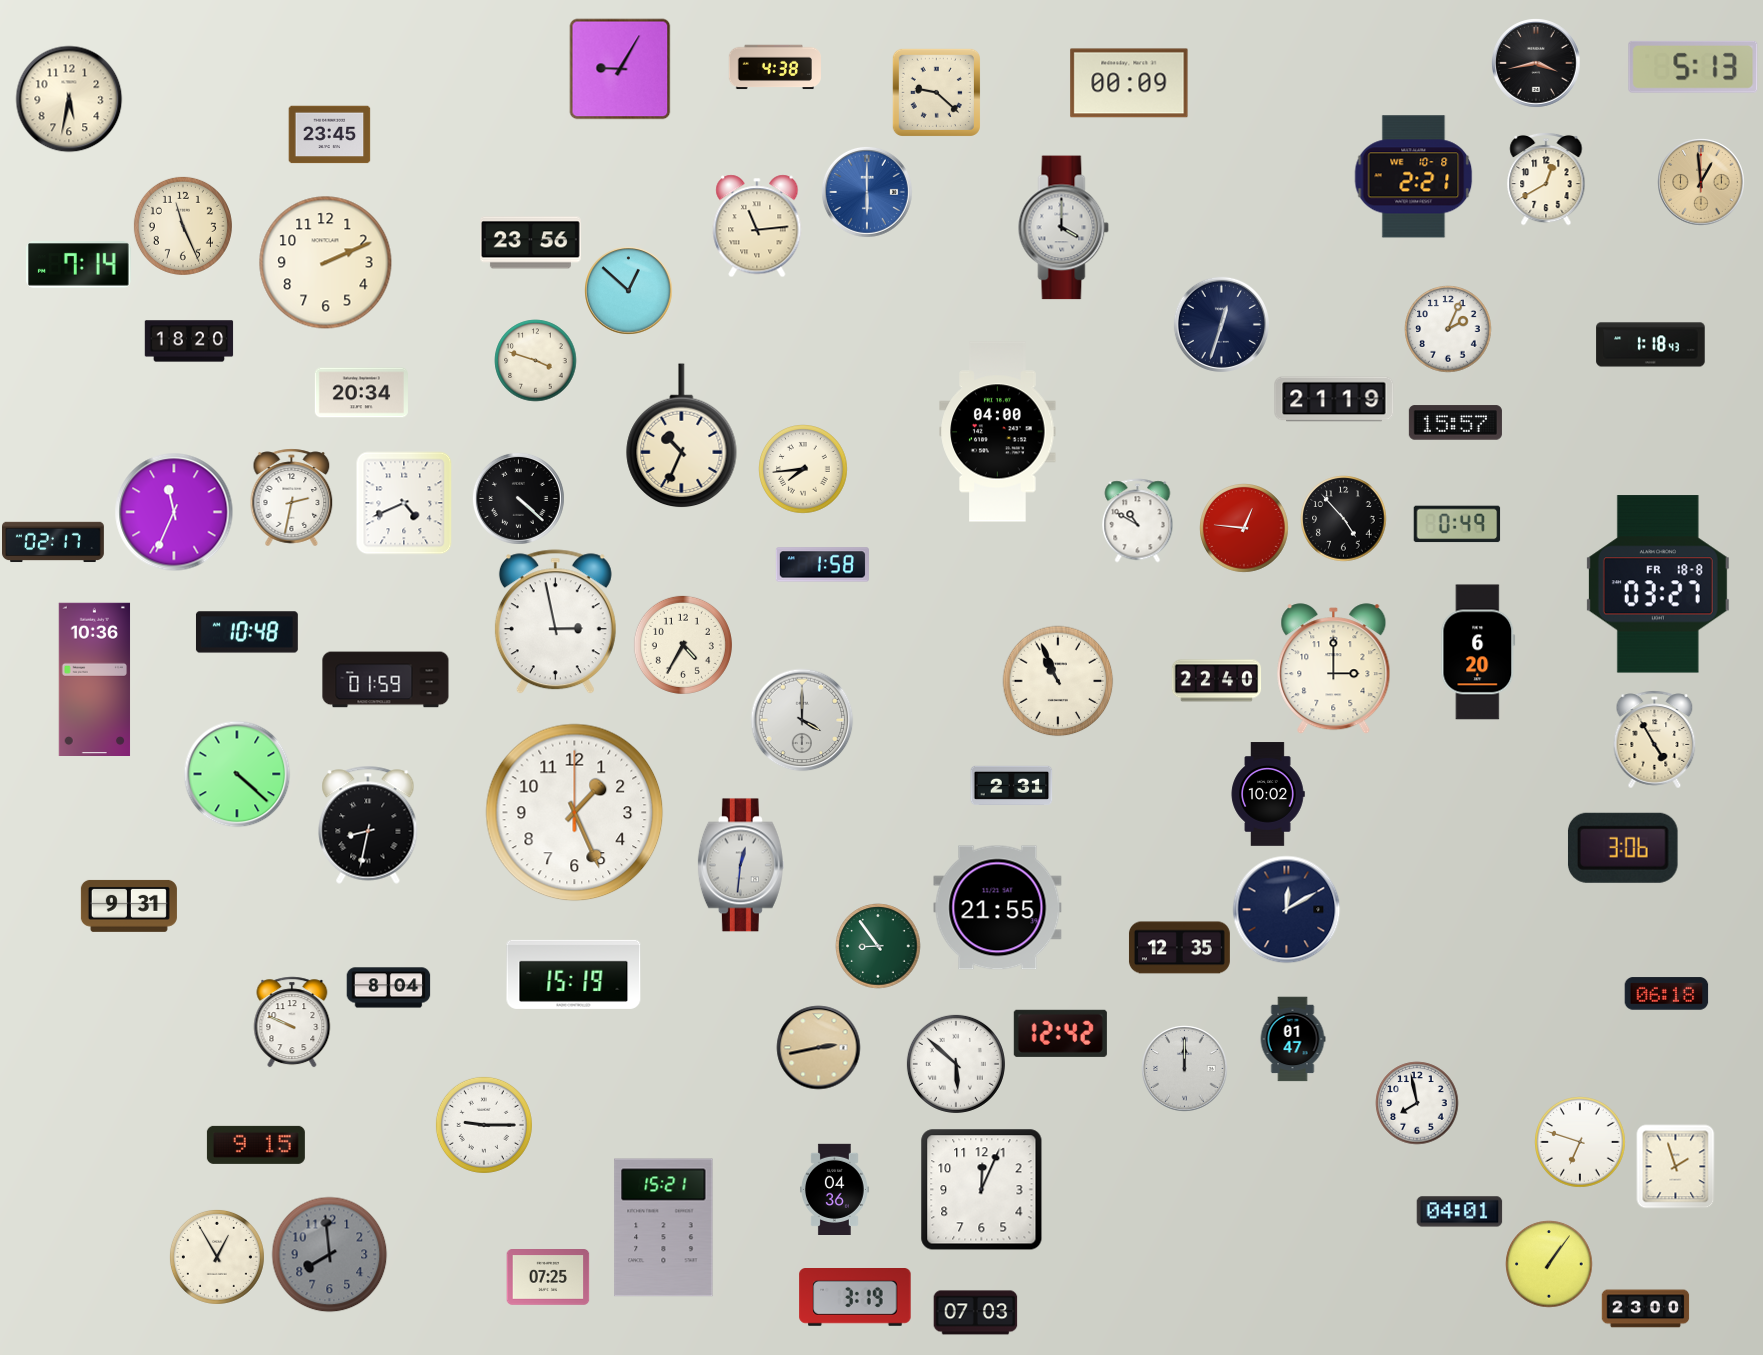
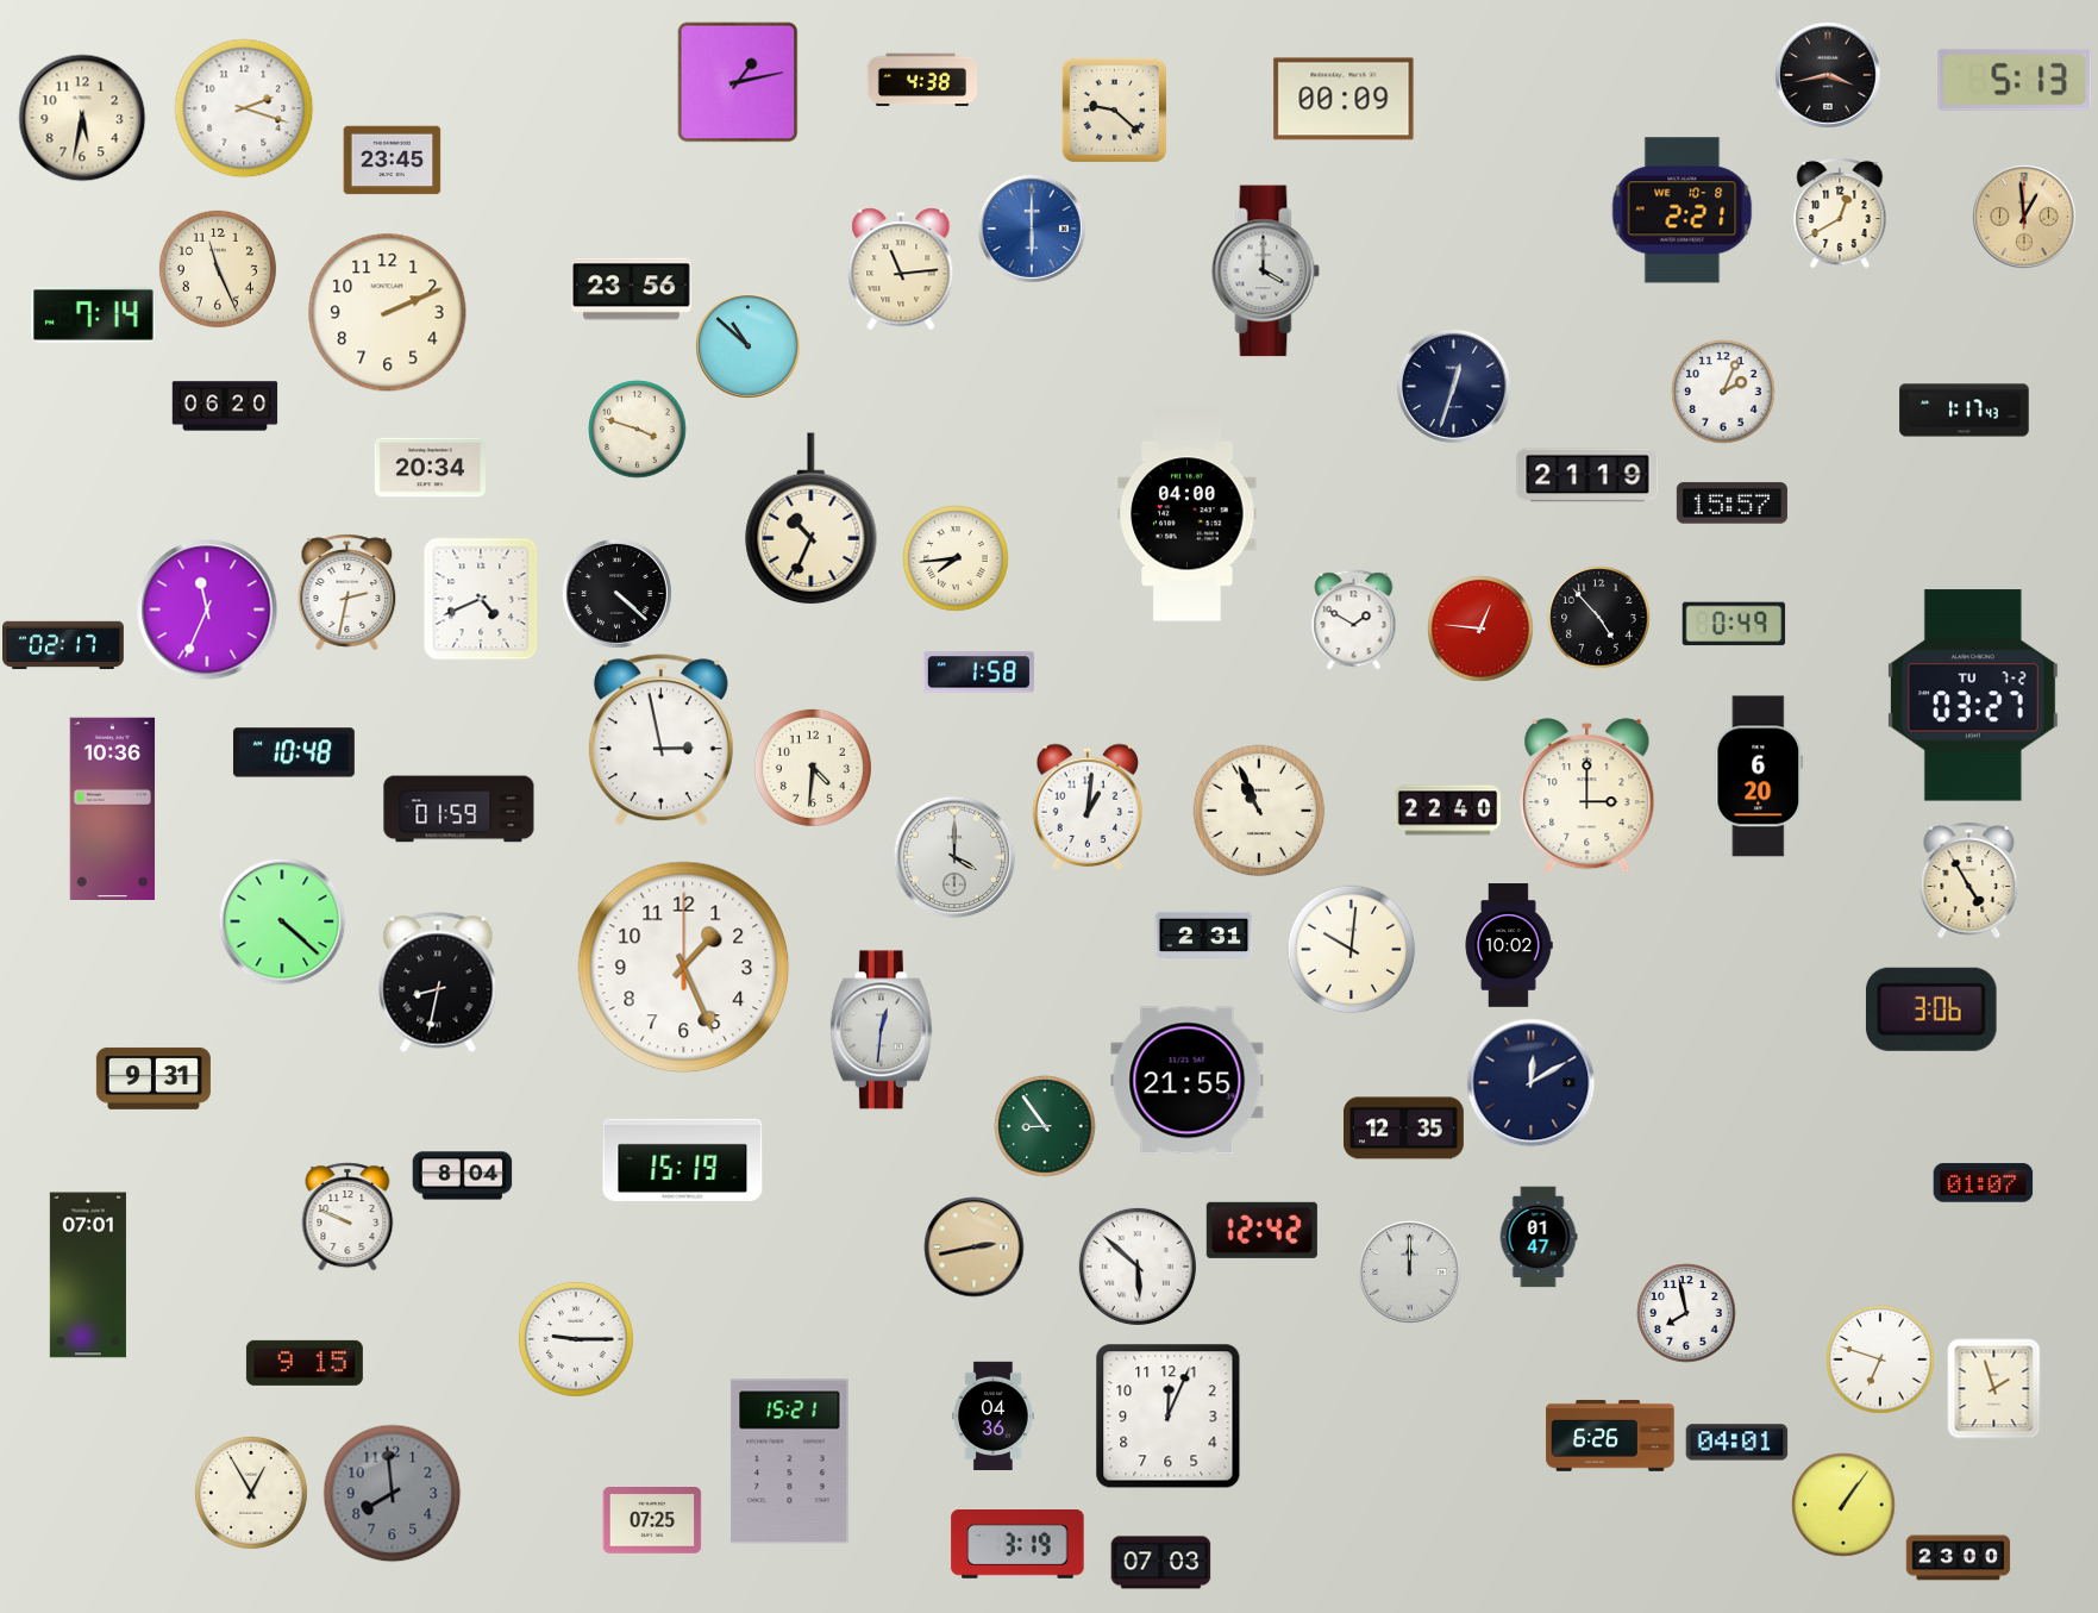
clock at (620, 69): 9:05 -> 1:13
clock at (244, 108): none -> 2:18
clock at (628, 290): 12:52 -> 10:52
clock at (189, 341): 18:20 -> 06:20
clock at (1651, 345): 1:18 -> 1:17
clock at (1138, 520): 10:50 -> 1:50
clock at (1658, 584) date: FR 18-8 -> TU 7-2
clock at (683, 645): 4:35 -> 4:31
clock at (1086, 807): none -> 1:01
clock at (1351, 949): none -> 10:01
clock at (1666, 994): 06:18 -> 01:07
clock at (88, 1275): none -> 07:01
clock at (1610, 1436): none -> 6:26
clock at (217, 1257) position: (217, 1257) -> (251, 1493)
